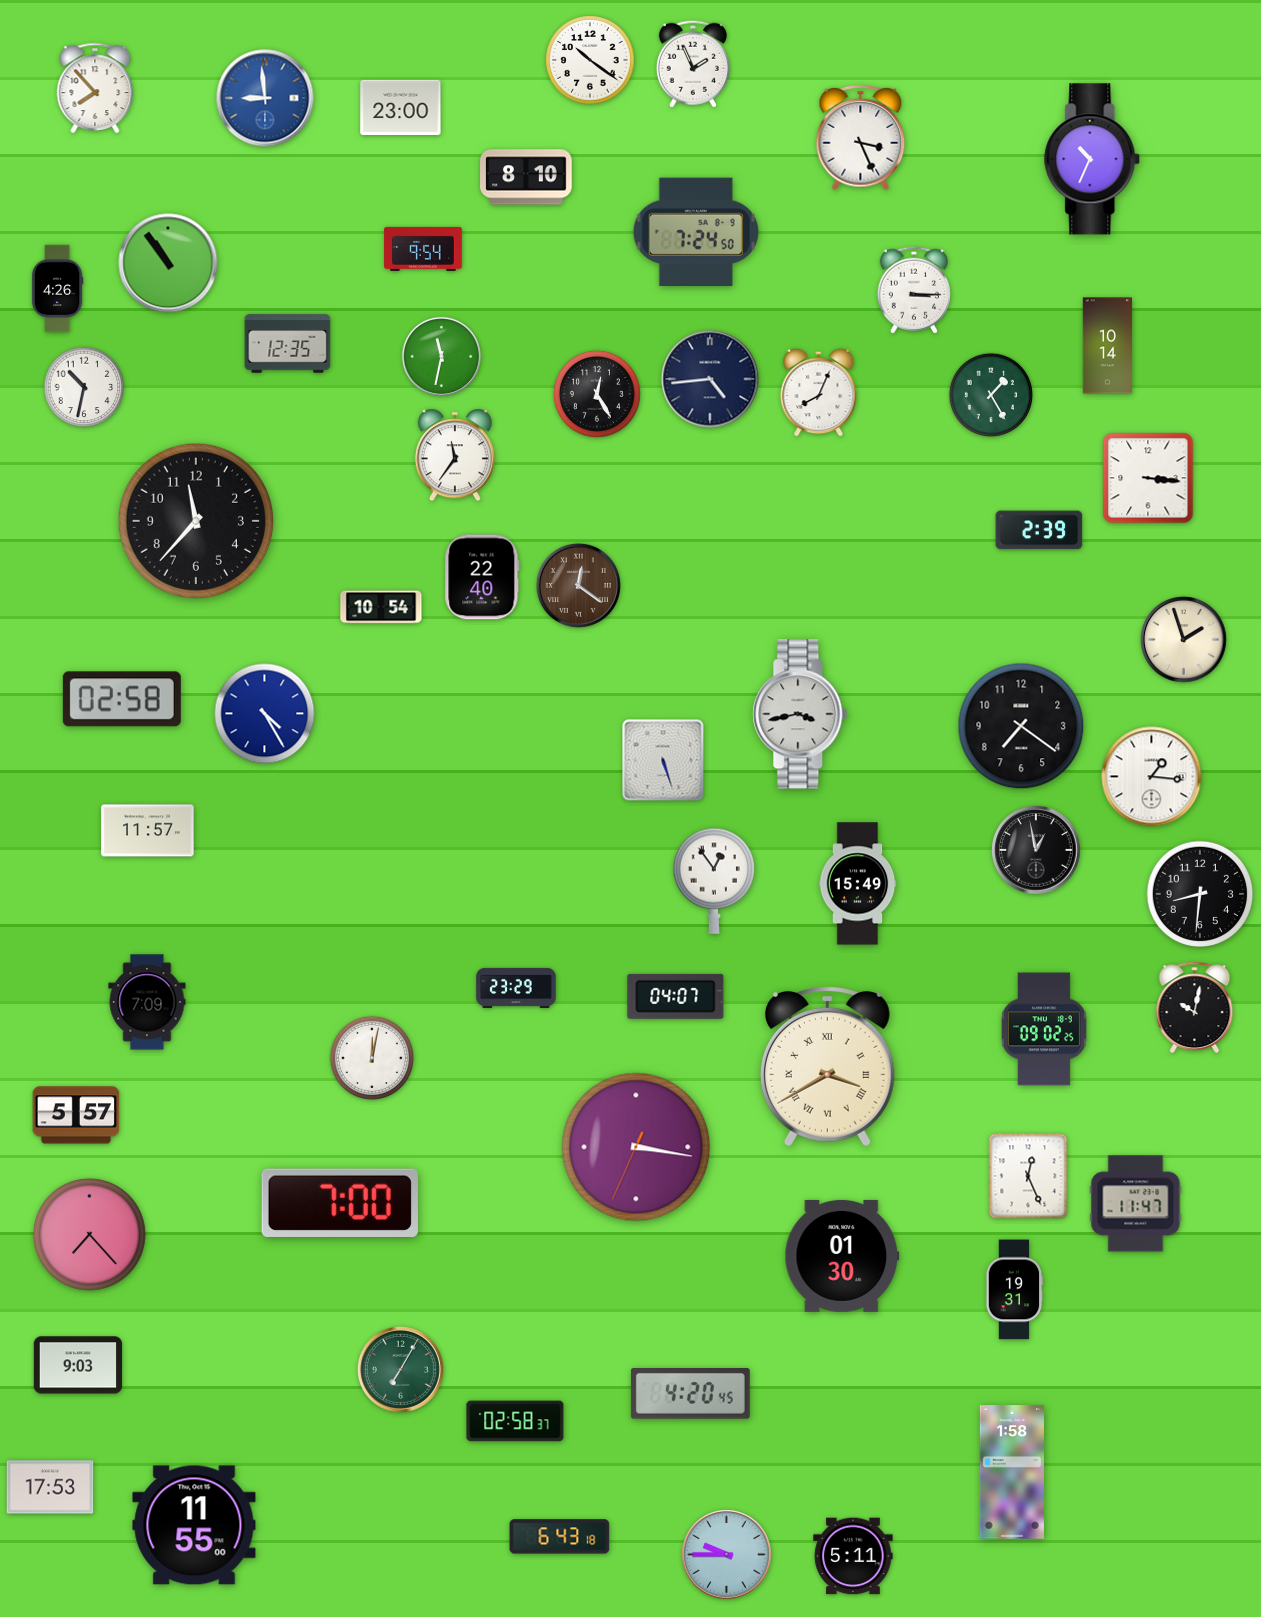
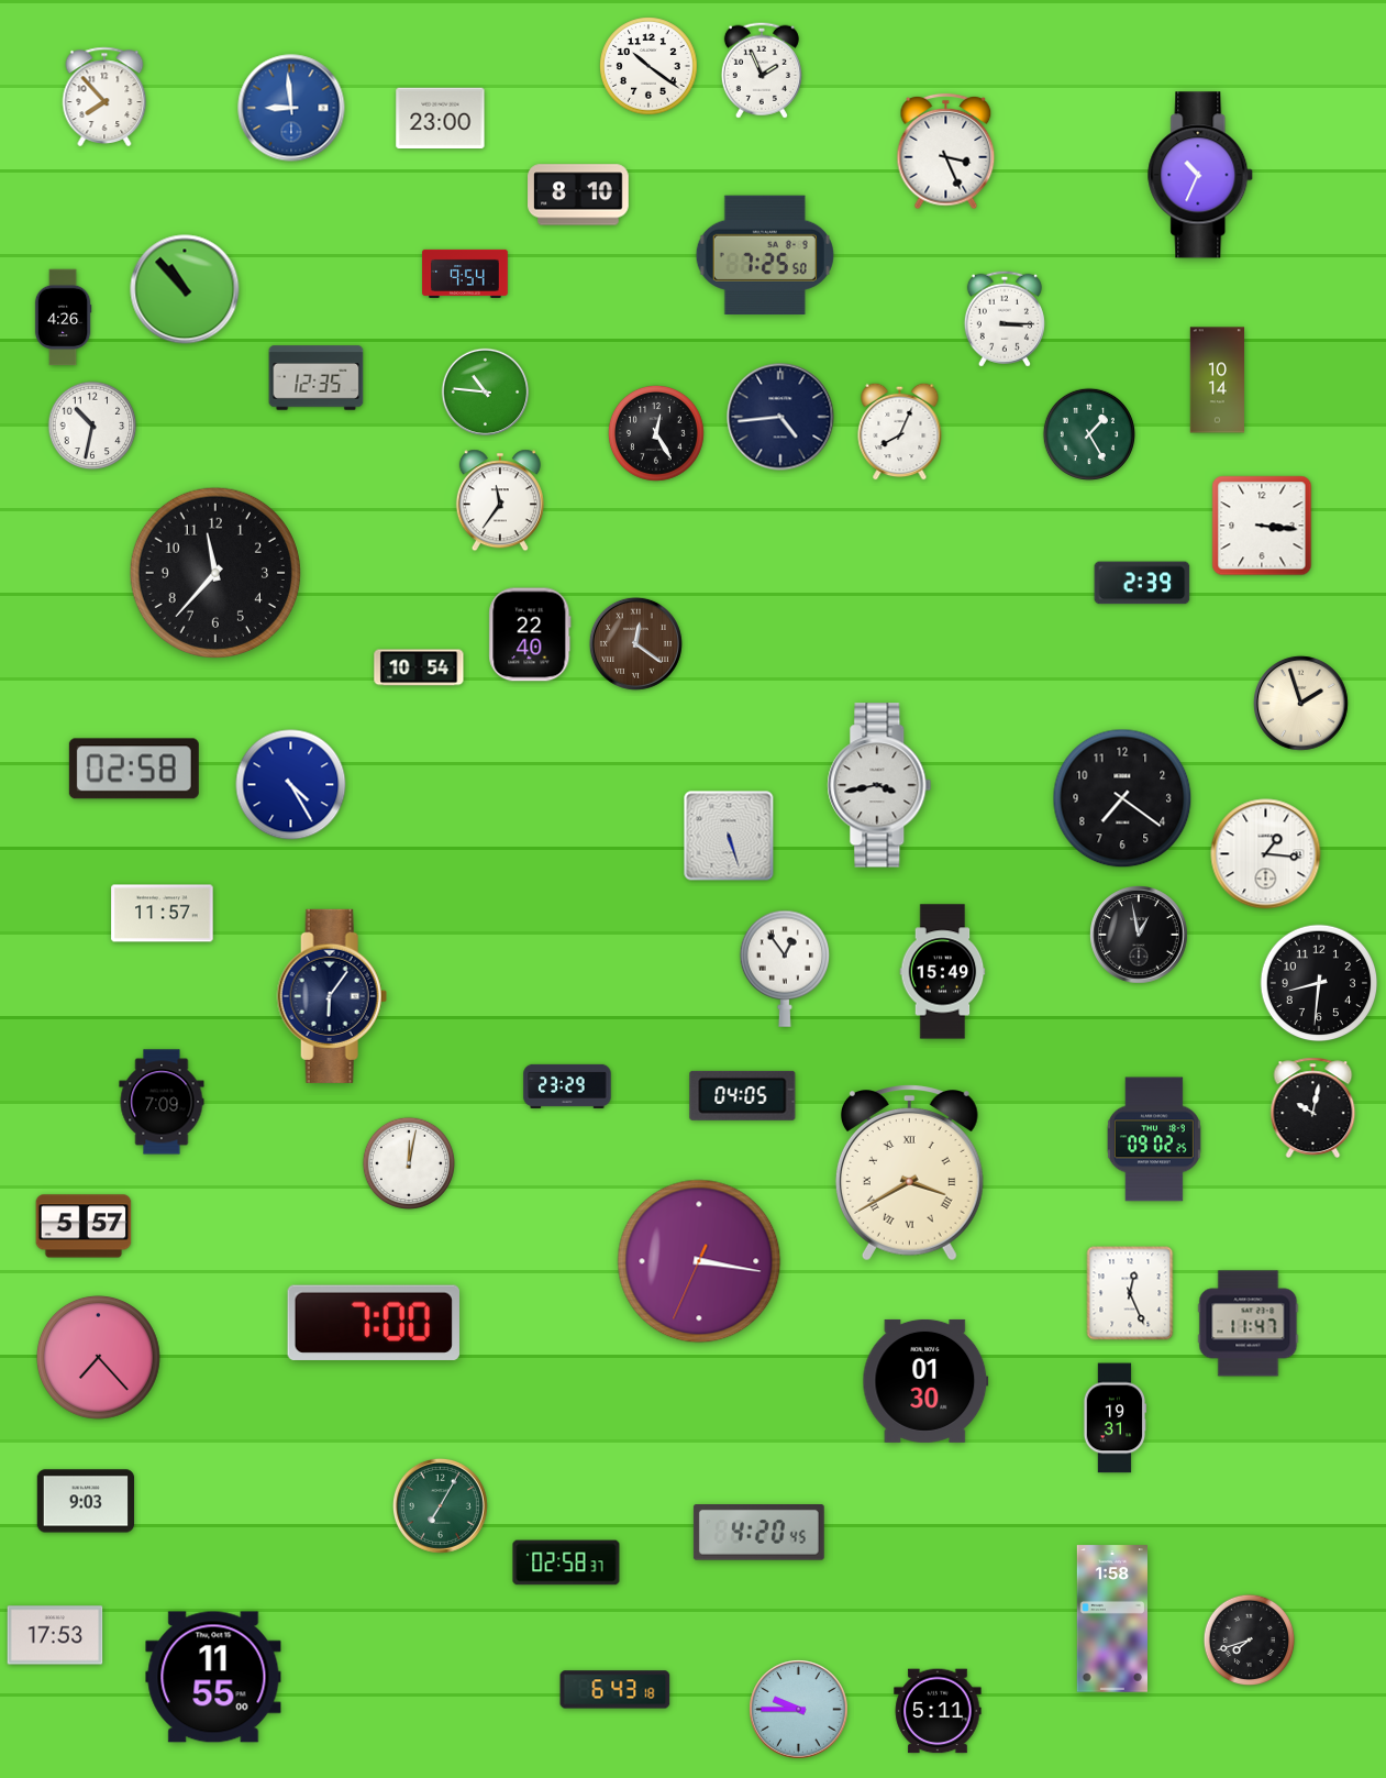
clock at (696, 231): 7:24 -> 7:25
clock at (168, 263): 10:54 -> 10:53
clock at (442, 357): 11:32 -> 10:46
clock at (332, 996): none -> 6:06
clock at (676, 996): 04:07 -> 04:05
clock at (1044, 1029) position: (1044, 1029) -> (1154, 1139)
clock at (1250, 1641): none -> 7:42
